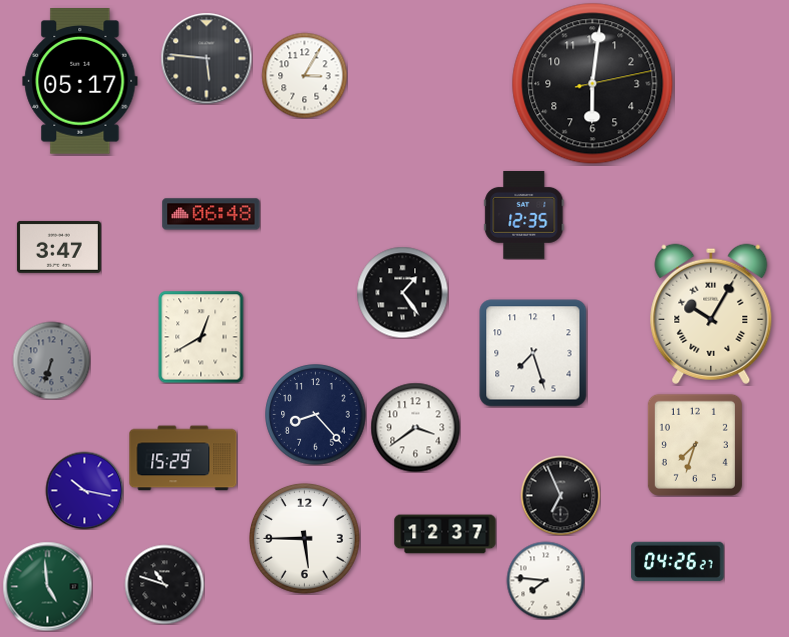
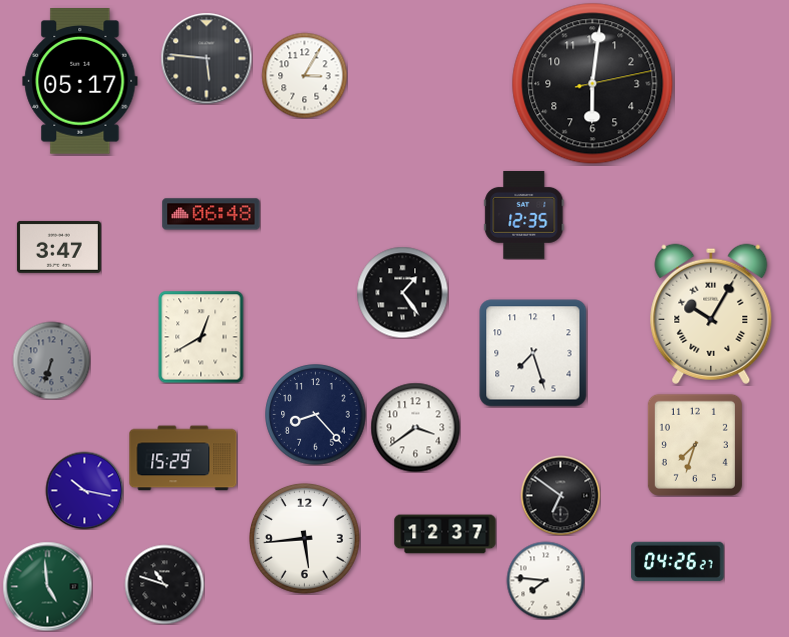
clock at (560, 495): 6:56 -> 6:51
clock at (304, 538): 5:45 -> 5:44
